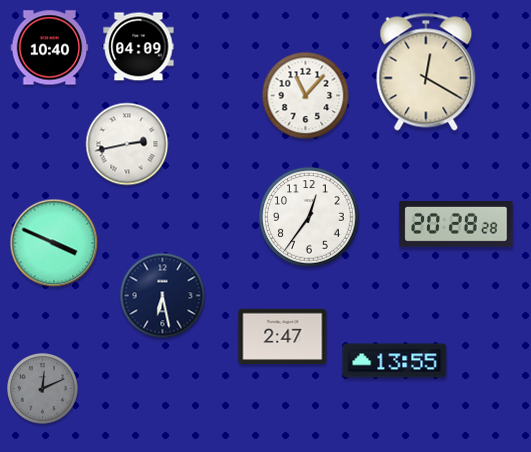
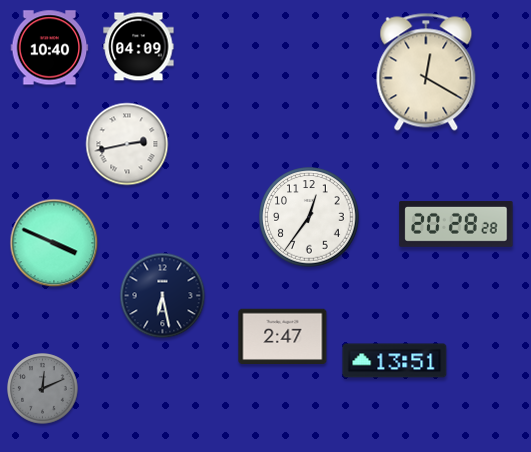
clock at (306, 96): 11:07 -> none
clock at (395, 361): 13:55 -> 13:51
